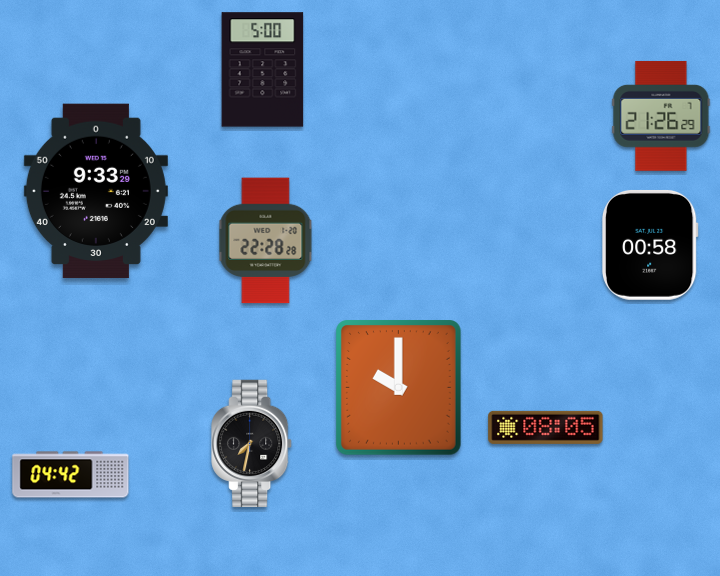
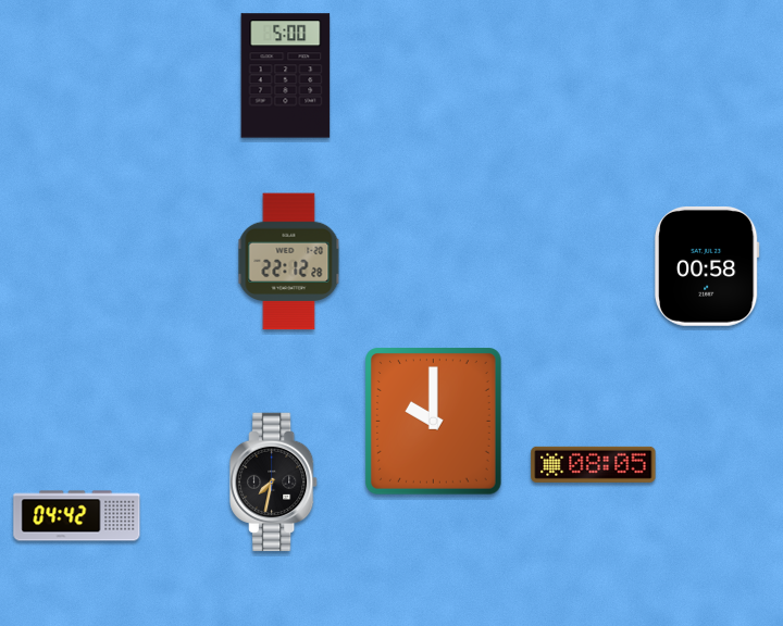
clock at (661, 116): 21:26 -> none
clock at (96, 191): 9:33 -> none
clock at (266, 241): 22:28 -> 22:12
